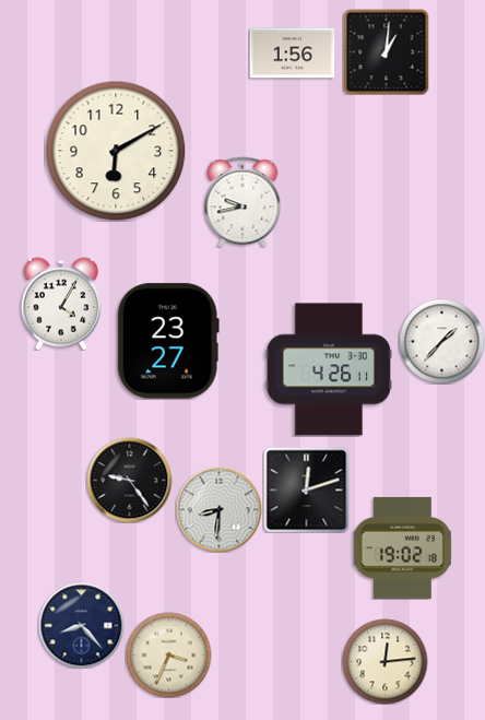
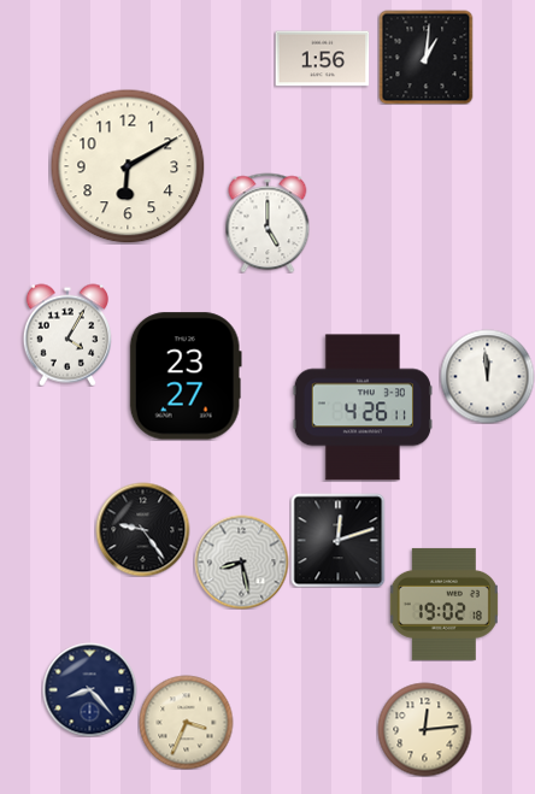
clock at (242, 202): 9:43 -> 5:00
clock at (441, 341): 1:37 -> 11:59
clock at (218, 509): 8:31 -> 8:28
